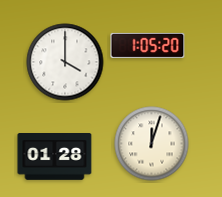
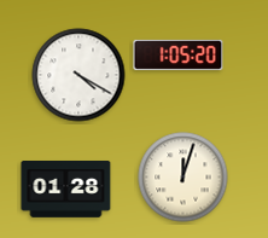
clock at (65, 62): 4:00 -> 4:20
clock at (152, 144) position: (152, 144) -> (183, 178)
